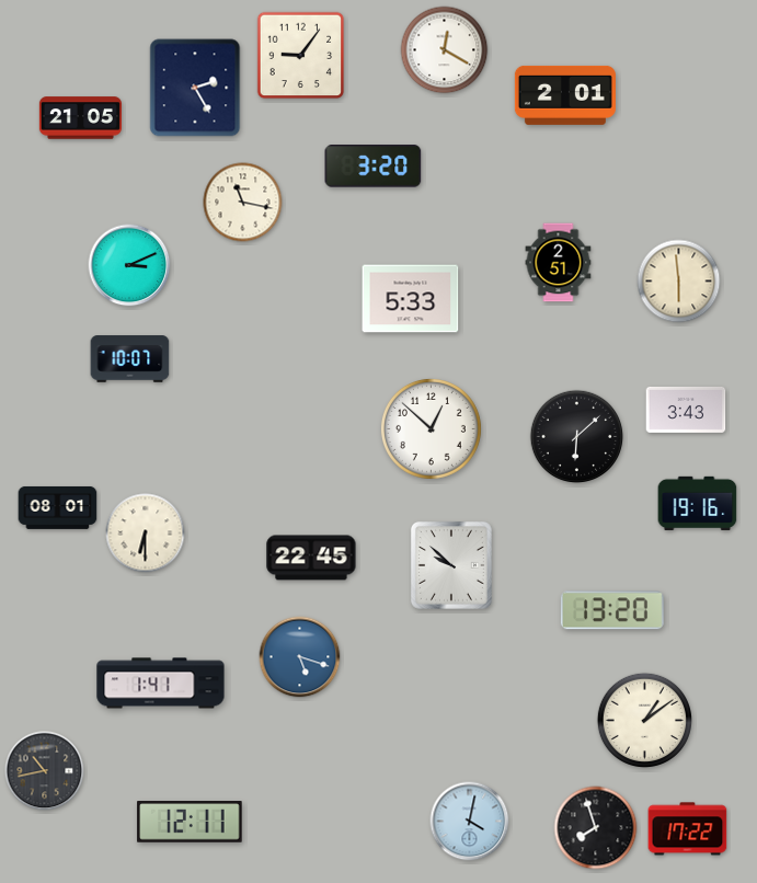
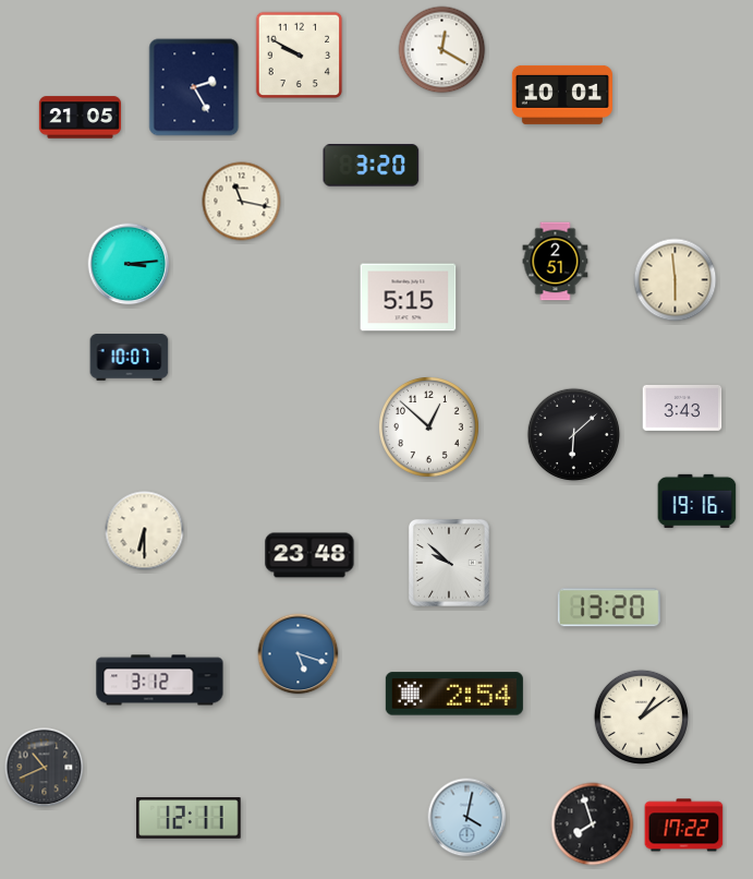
clock at (301, 56): 9:06 -> 9:50
clock at (565, 95): 2:01 -> 10:01
clock at (129, 265): 3:11 -> 3:14
clock at (411, 299): 5:33 -> 5:15
clock at (698, 503) position: (698, 503) -> (697, 501)
clock at (58, 507): 08:01 -> none
clock at (311, 558): 22:45 -> 23:48
clock at (161, 684): 1:41 -> 3:12
clock at (454, 694): none -> 2:54
clock at (45, 771): 10:43 -> 10:41
